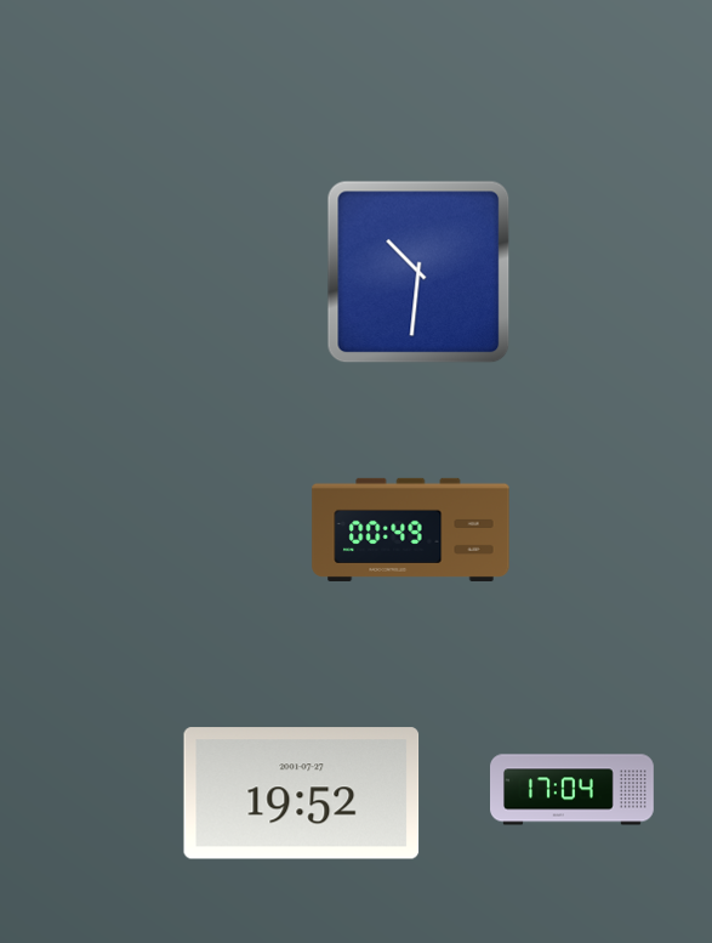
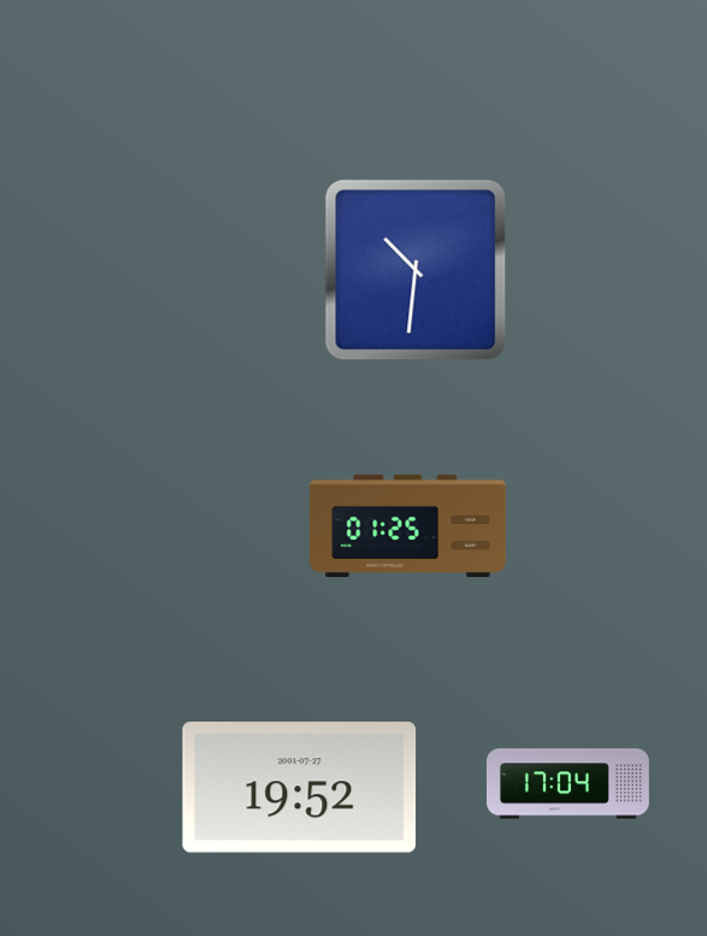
clock at (411, 529): 00:49 -> 01:25
